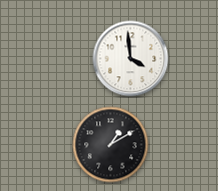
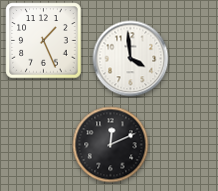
clock at (44, 41): none -> 1:26
clock at (111, 145): 1:10 -> 12:11
